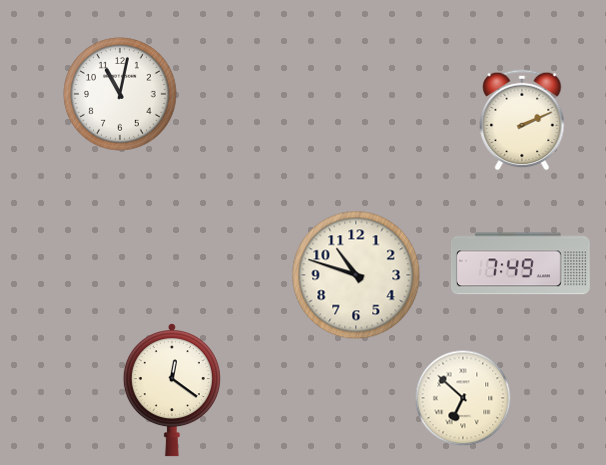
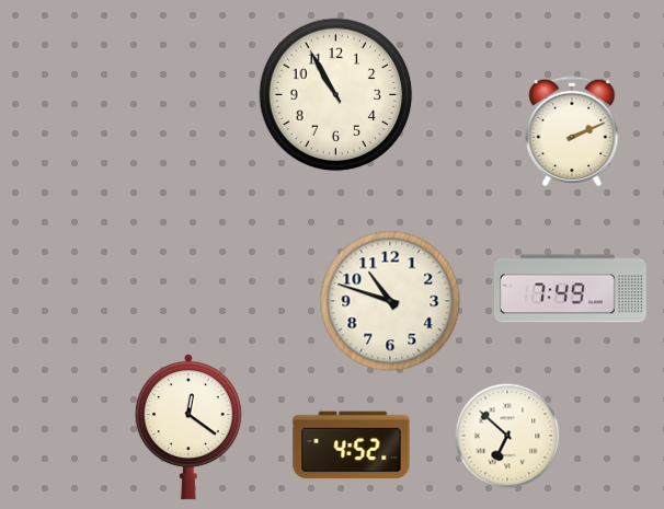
clock at (336, 95): none -> 10:55
clock at (120, 94): 11:02 -> none
clock at (352, 446): none -> 4:52
